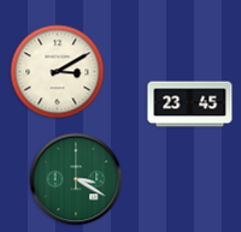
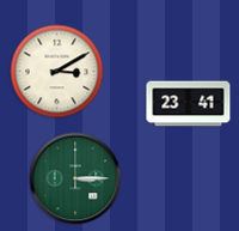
clock at (190, 105): 23:45 -> 23:41
clock at (76, 179): 3:20 -> 3:15
